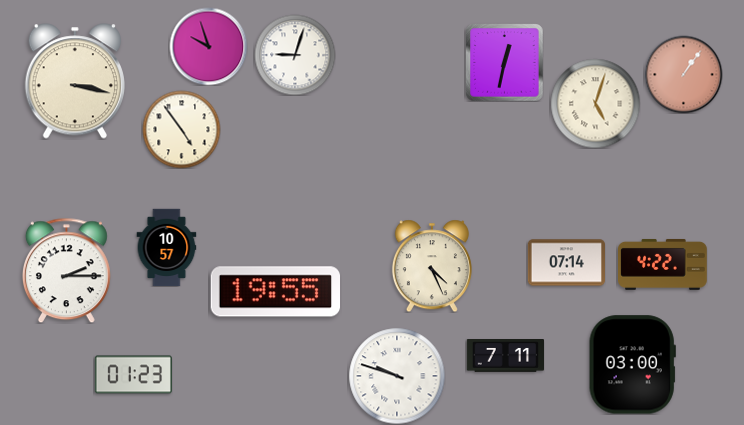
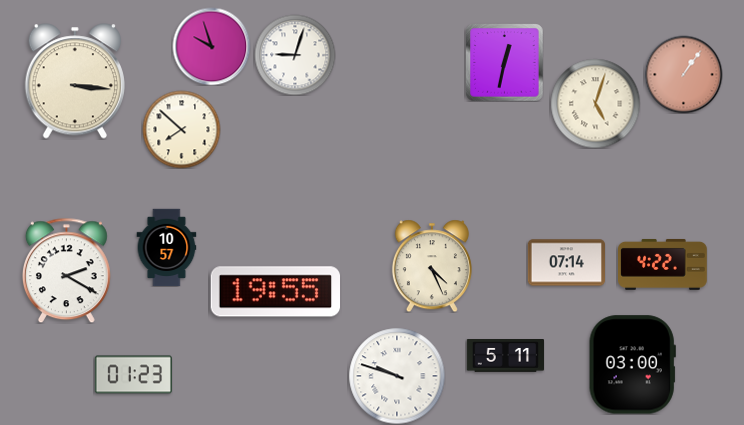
clock at (208, 46) position: (208, 46) -> (211, 46)
clock at (75, 81): 3:17 -> 3:16
clock at (181, 129): 4:54 -> 7:52
clock at (66, 270): 2:15 -> 2:20
clock at (505, 356): 7:11 -> 5:11
